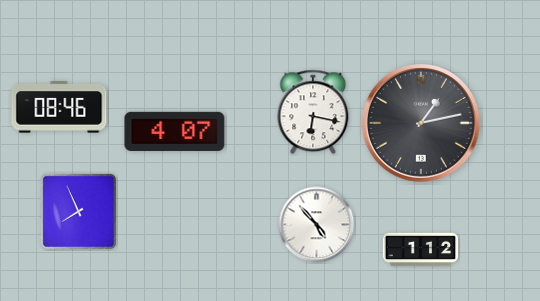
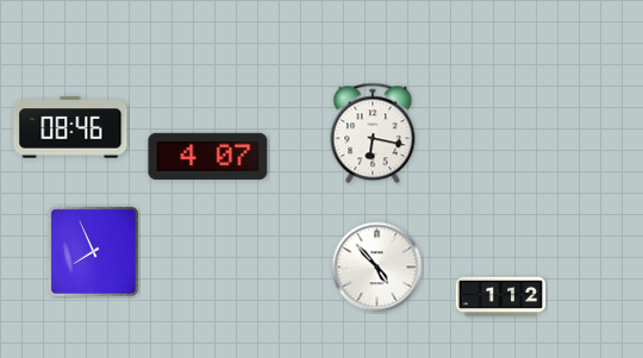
clock at (422, 124): 1:13 -> none
